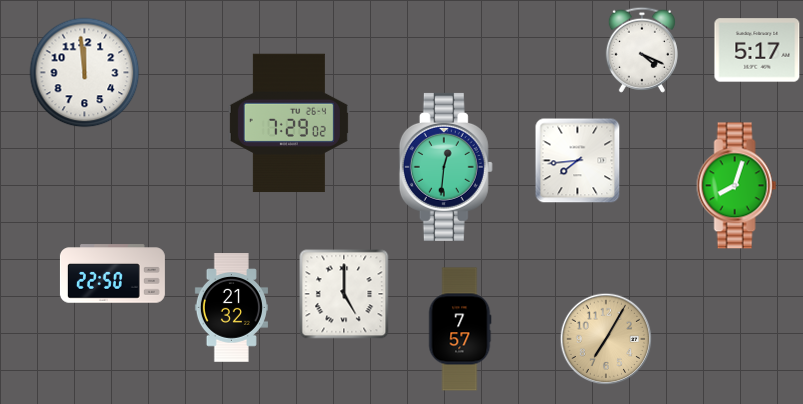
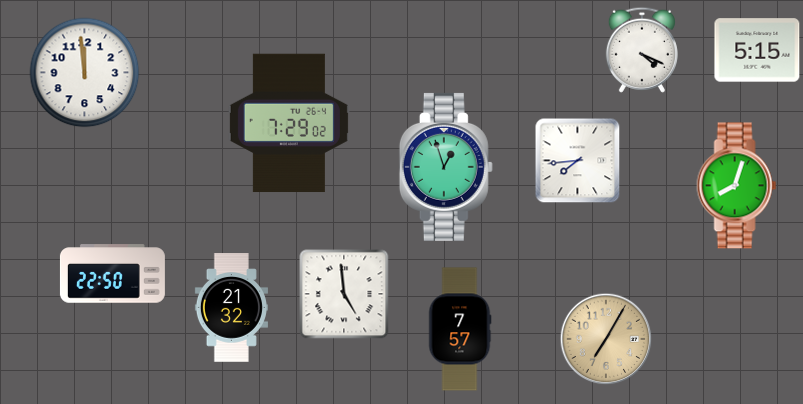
clock at (757, 50): 5:17 -> 5:15
clock at (446, 167): 12:31 -> 12:57
clock at (344, 294): 5:00 -> 4:59
